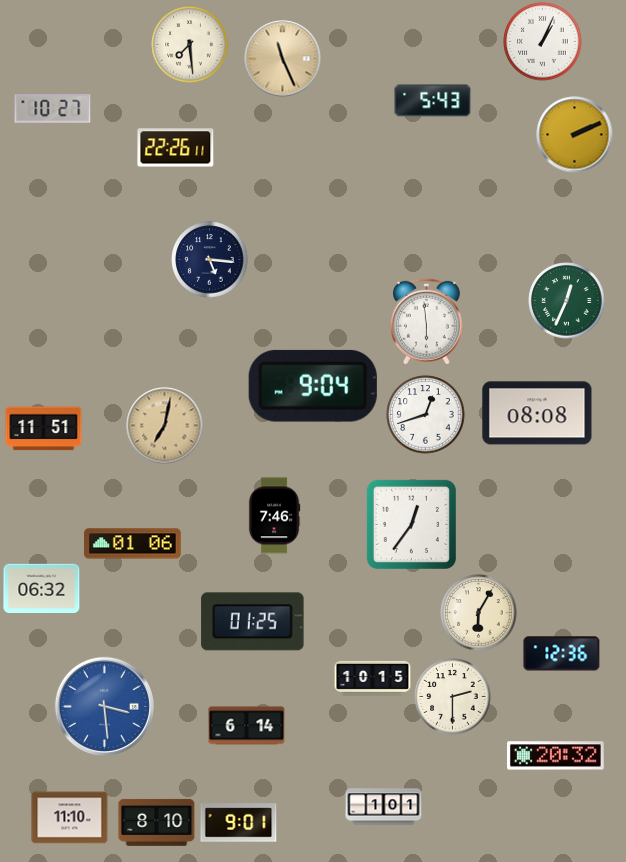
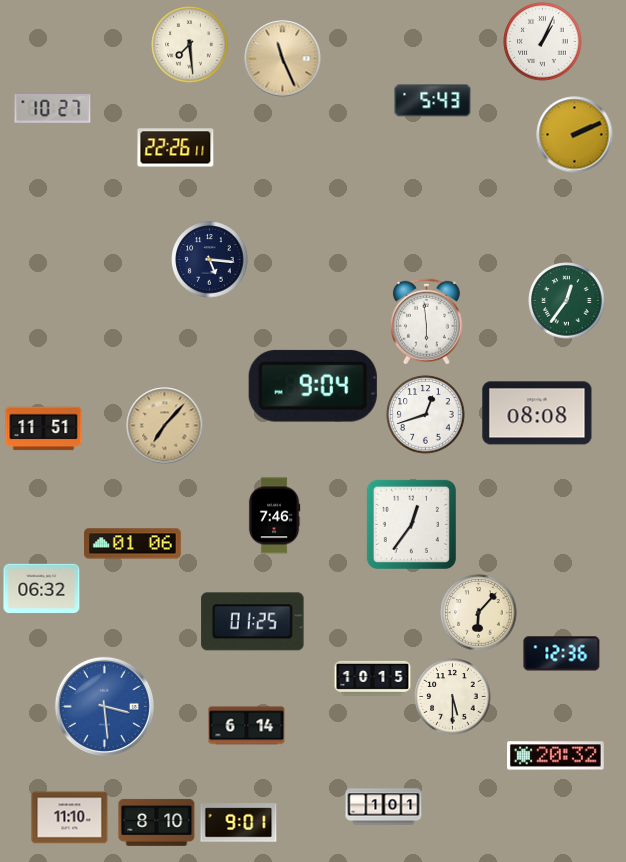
clock at (567, 301): 12:34 -> 12:36
clock at (165, 426): 7:02 -> 7:07
clock at (479, 613): 6:05 -> 6:07
clock at (453, 697): 2:30 -> 5:30
